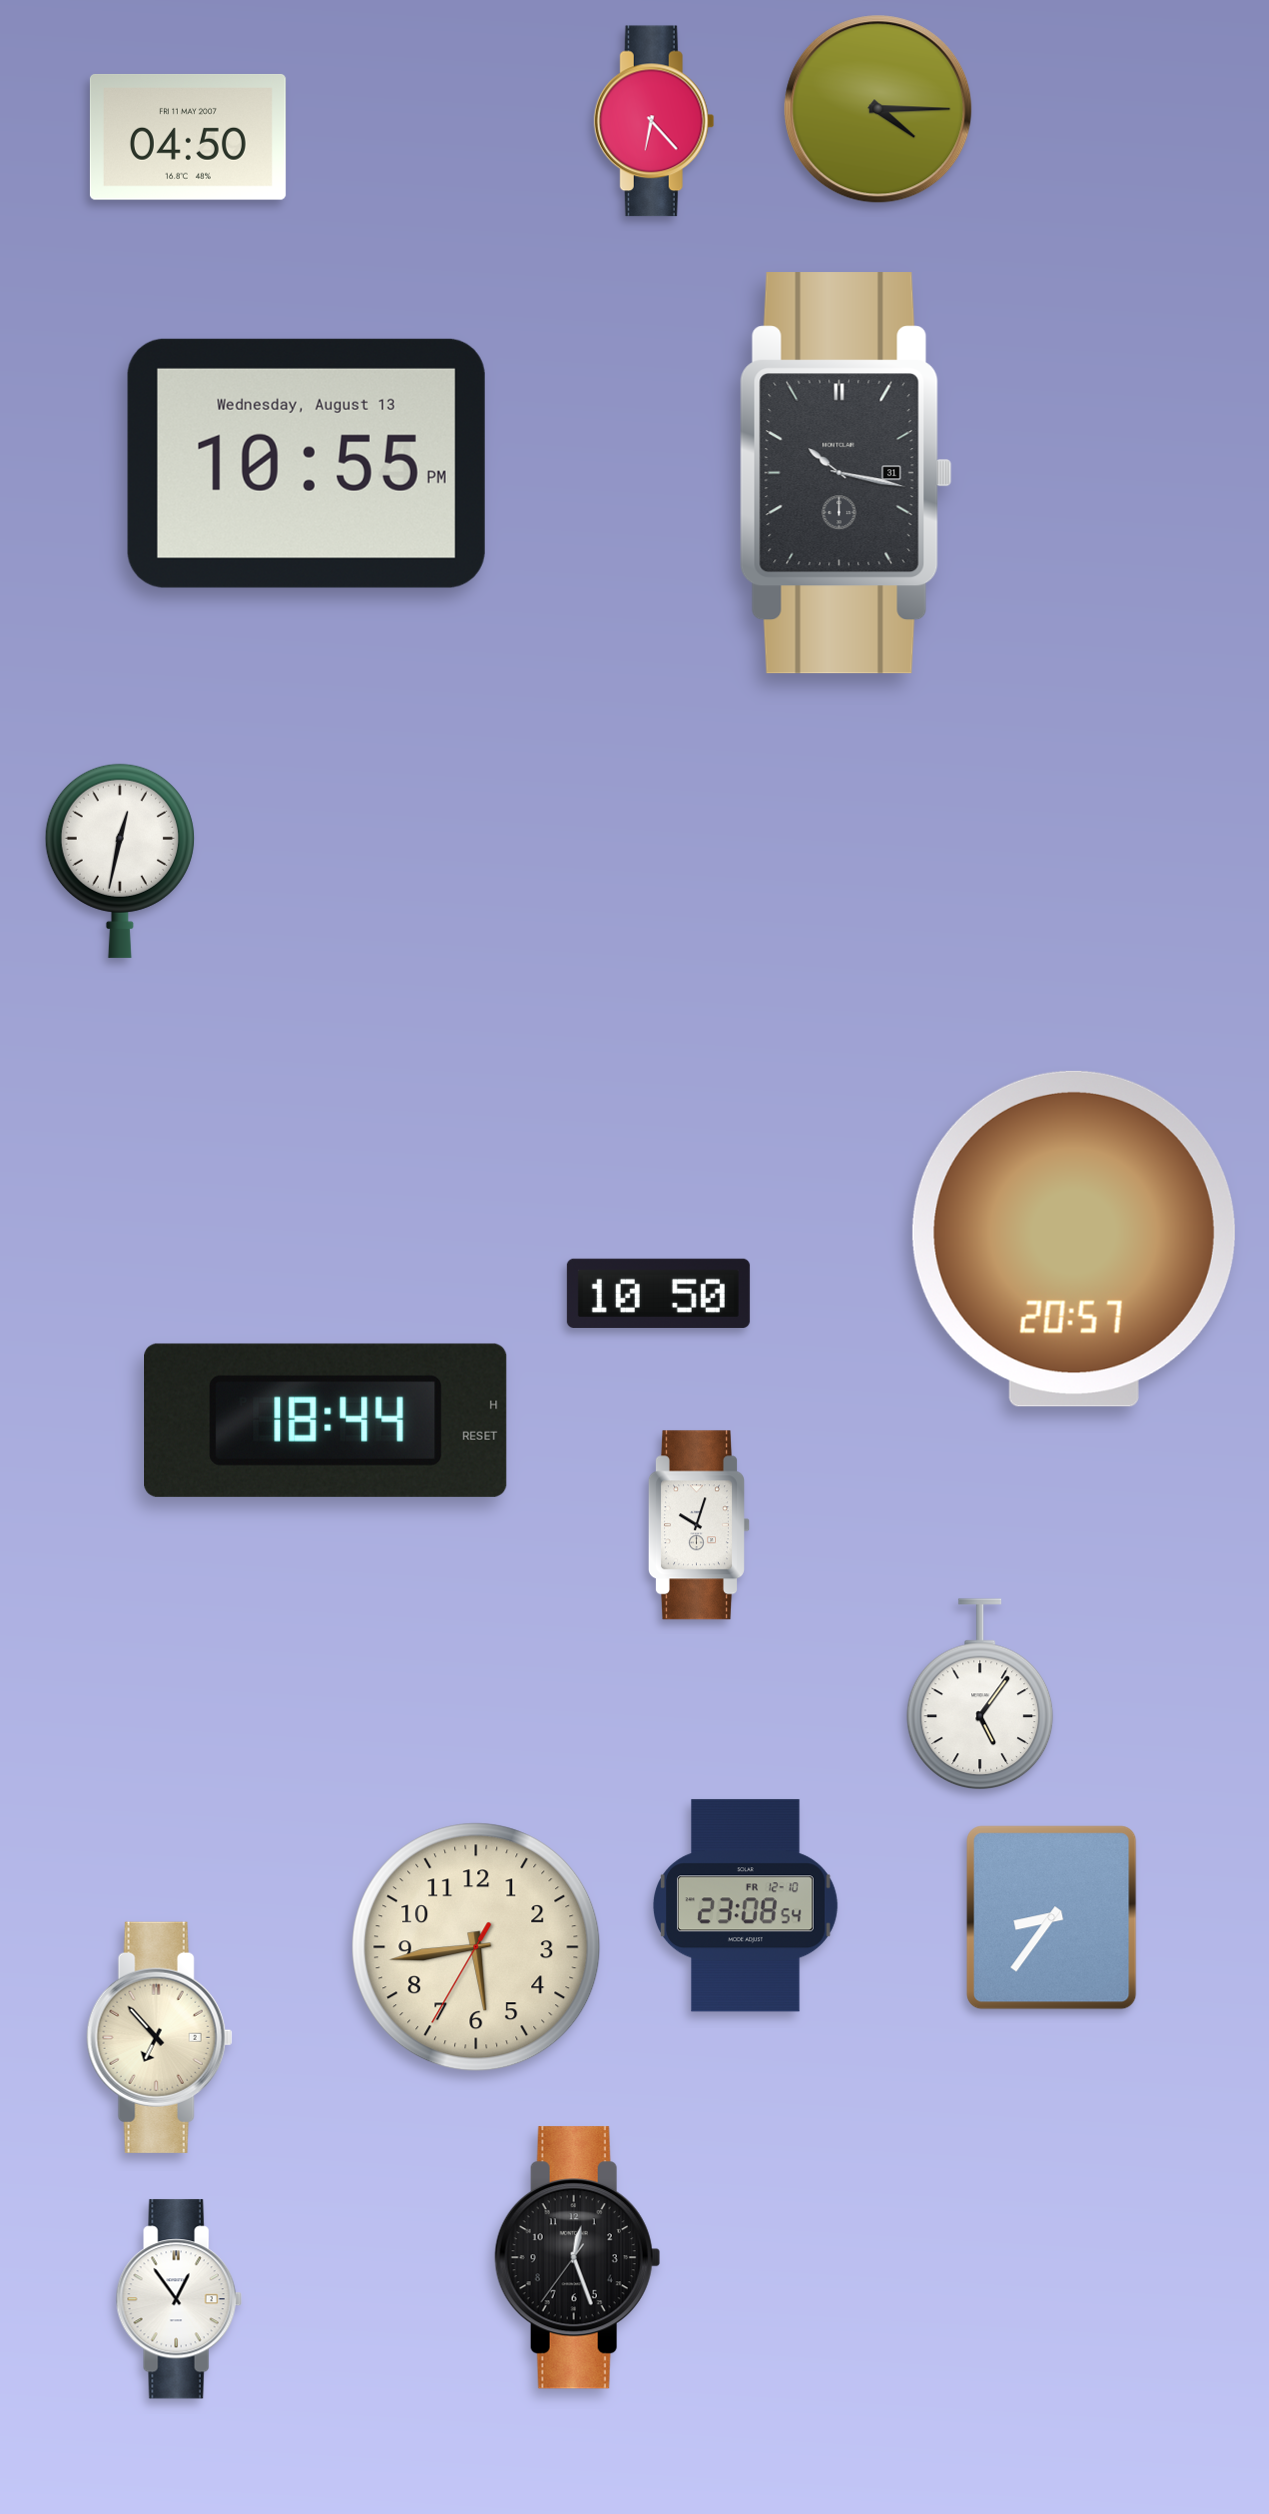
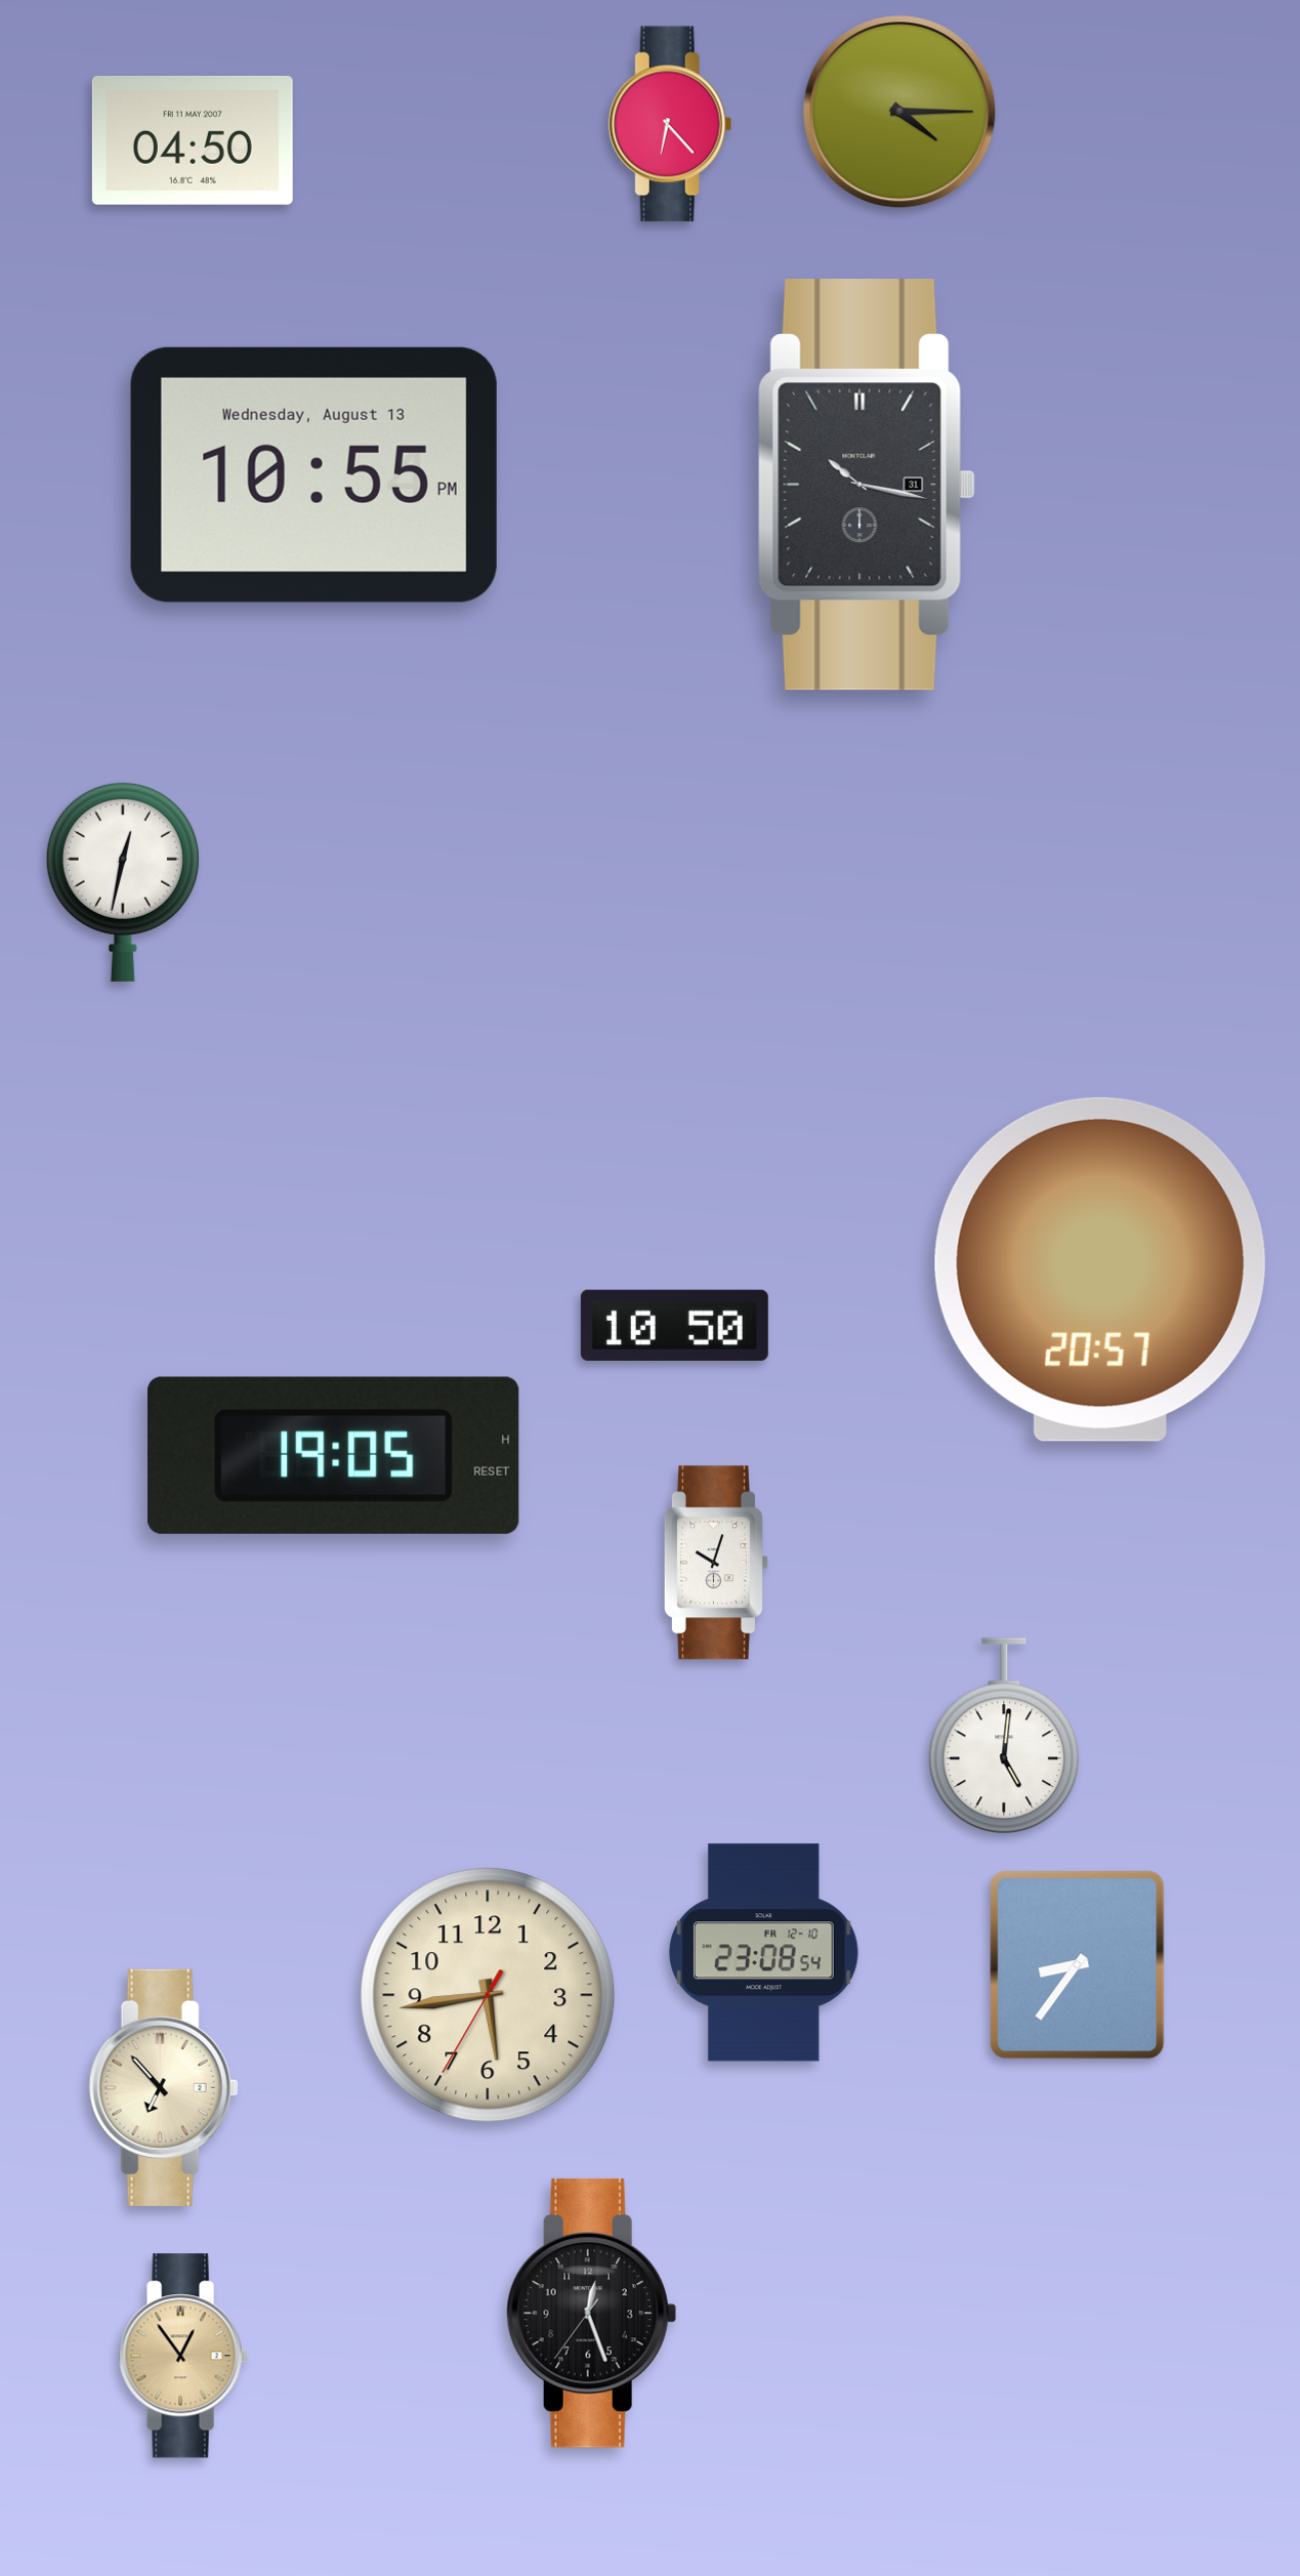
clock at (326, 1420): 18:44 -> 19:05
clock at (980, 1694): 5:06 -> 5:01
clock at (179, 2299) dial: white -> champagne
